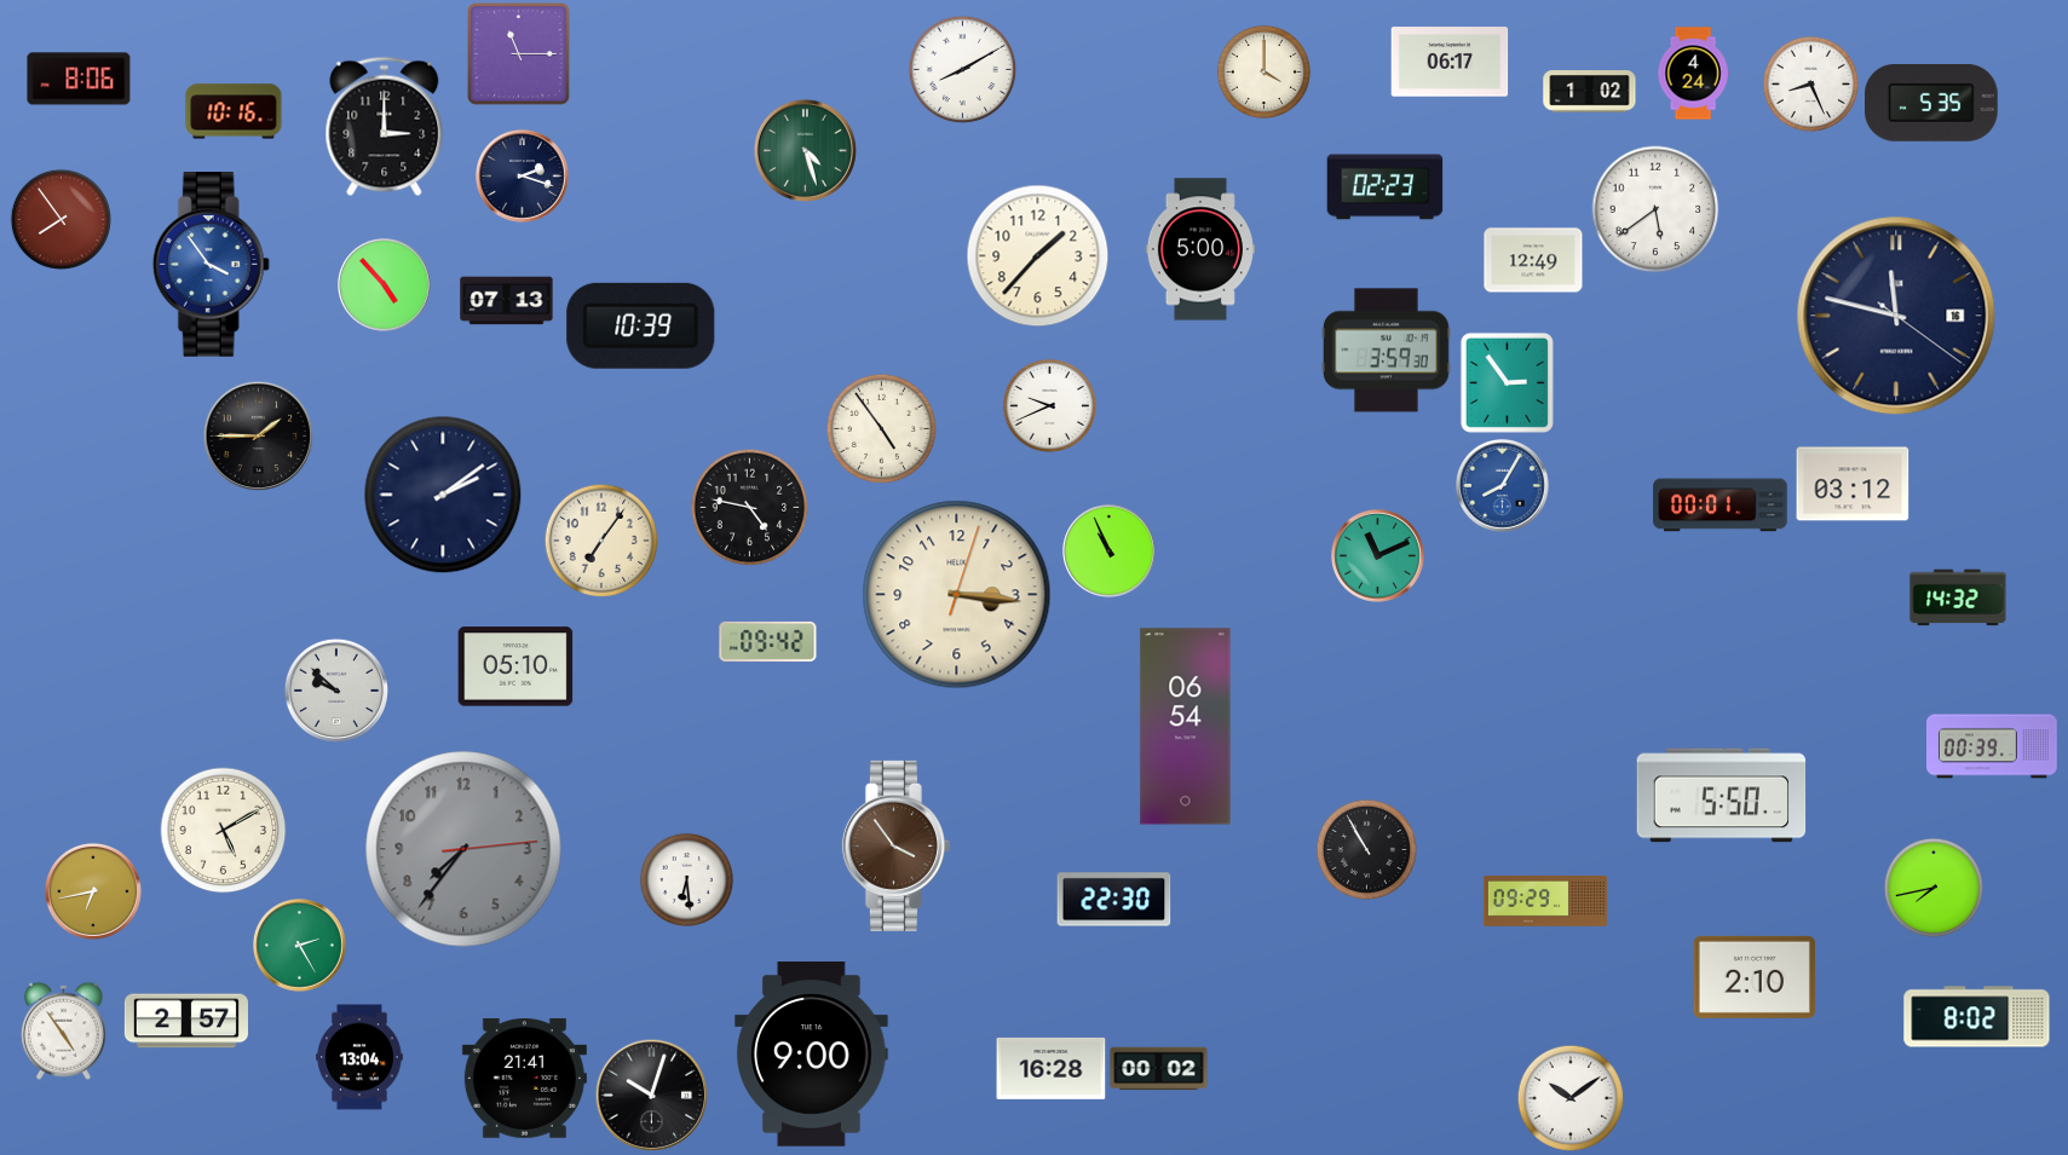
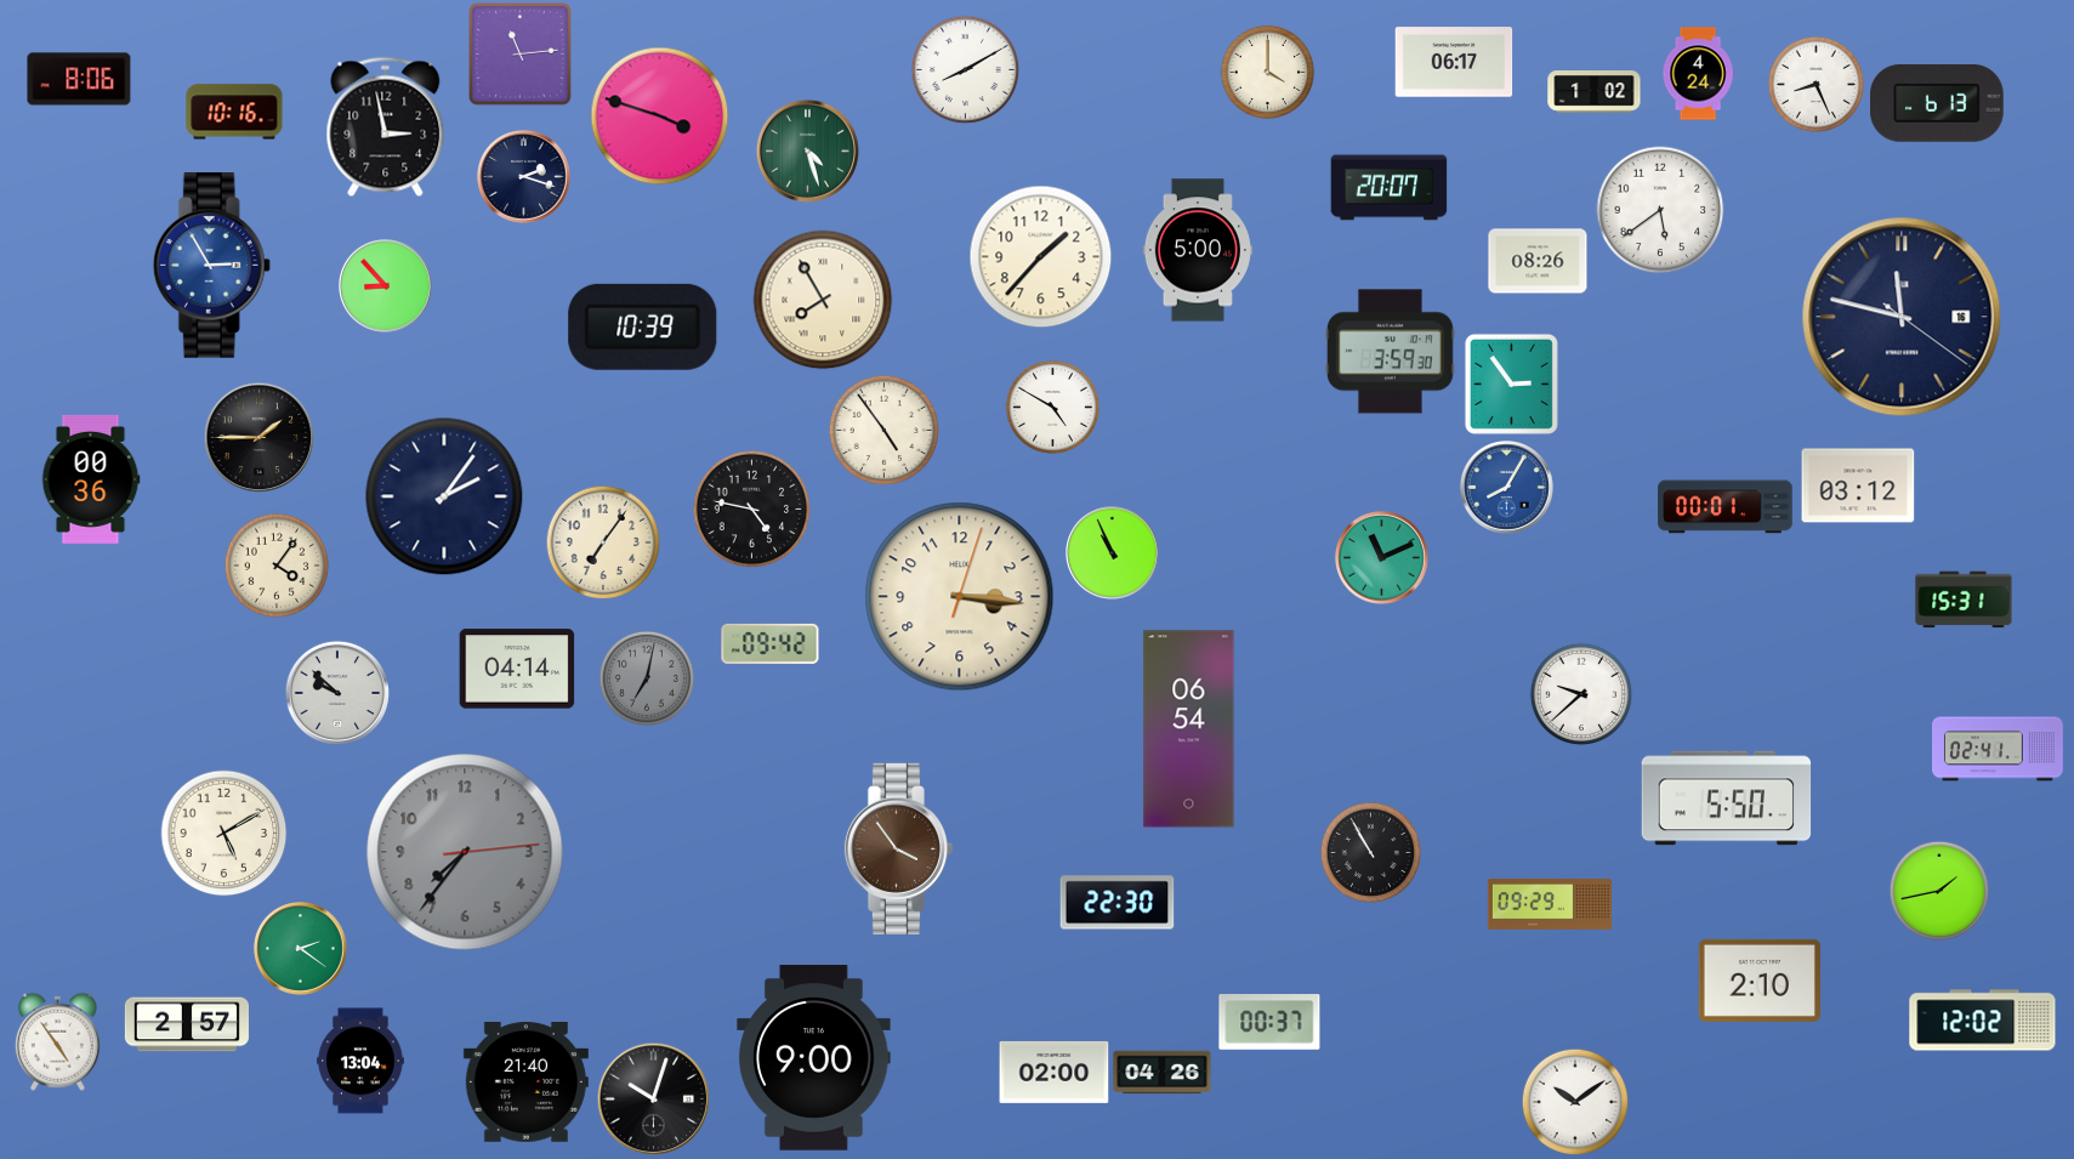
clock at (519, 54): 11:15 -> 11:14
clock at (1932, 103): 5:35 -> 6:13
clock at (660, 117): none -> 3:48
clock at (385, 127): 3:00 -> 2:58
clock at (1386, 187): 02:23 -> 20:07
clock at (61, 219): 7:54 -> none
clock at (1200, 249) position: (1200, 249) -> (1198, 250)
clock at (1533, 260): 12:49 -> 08:26
clock at (211, 265): 3:54 -> 2:55
clock at (385, 285): 4:53 -> 8:53
clock at (823, 300): none -> 7:55
clock at (507, 301): 07:13 -> none
clock at (1049, 405): 9:41 -> 4:50
clock at (91, 479): none -> 00:36
clock at (443, 495): 2:09 -> 2:06
clock at (275, 564): none -> 4:06
clock at (1958, 597): 14:32 -> 15:31
clock at (515, 666): 05:10 -> 04:14
clock at (647, 678): none -> 7:02
clock at (1580, 693): none -> 9:38
clock at (1993, 746): 00:39 -> 02:41
clock at (686, 879): 6:29 -> none
clock at (1932, 887): 7:43 -> 1:43
clock at (93, 891): 6:43 -> none
clock at (300, 946): 2:25 -> 2:21
clock at (1977, 1017): 8:02 -> 12:02
clock at (1269, 1022): none -> 00:37
clock at (63, 1030) position: (63, 1030) -> (57, 1041)
clock at (1052, 1068): 16:28 -> 02:00
clock at (1159, 1069): 00:02 -> 04:26
clock at (524, 1079): 21:41 -> 21:40
